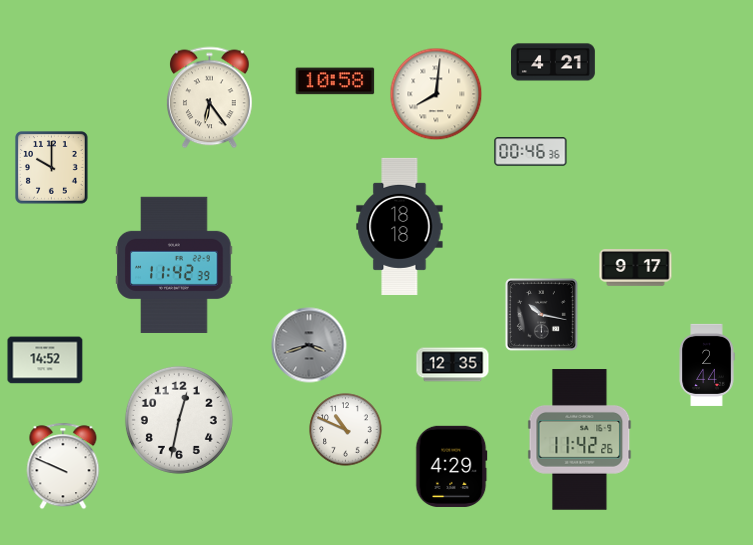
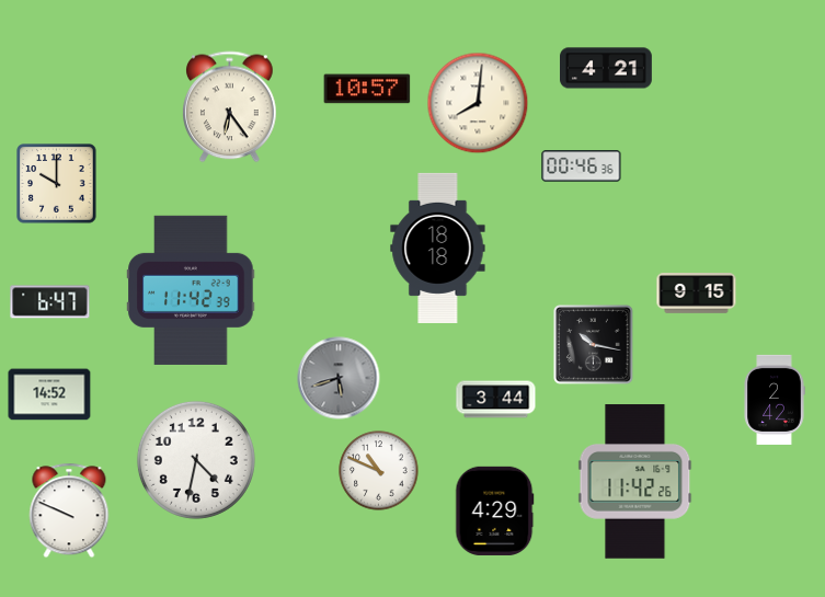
clock at (335, 81): 10:58 -> 10:57
clock at (636, 268): 9:17 -> 9:15
clock at (50, 302): none -> 6:47
clock at (309, 345): 3:42 -> 5:42
clock at (453, 365): 12:35 -> 3:44
clock at (707, 365): 2:44 -> 2:42
clock at (179, 420): 12:32 -> 4:32
